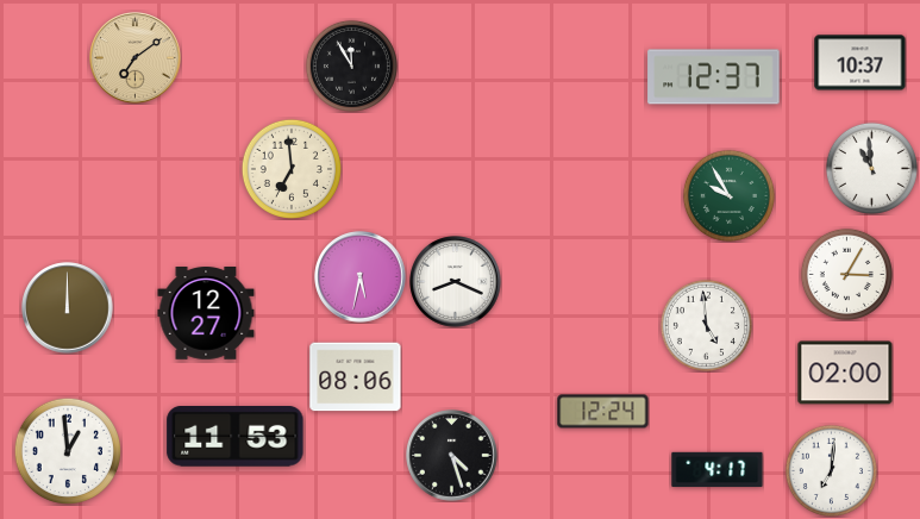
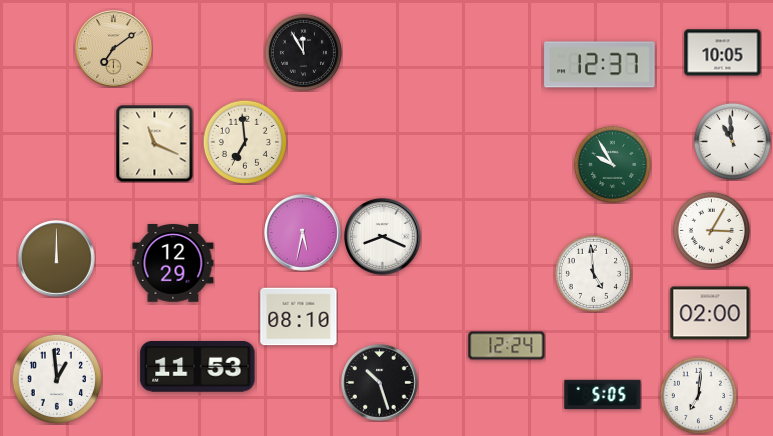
clock at (860, 63): 10:37 -> 10:05
clock at (351, 65) position: (351, 65) -> (303, 52)
clock at (154, 143): none -> 11:19
clock at (206, 314): 12:27 -> 12:29
clock at (356, 377): 08:06 -> 08:10
clock at (452, 456): 4:27 -> 10:27
clock at (718, 470): 4:17 -> 5:05
